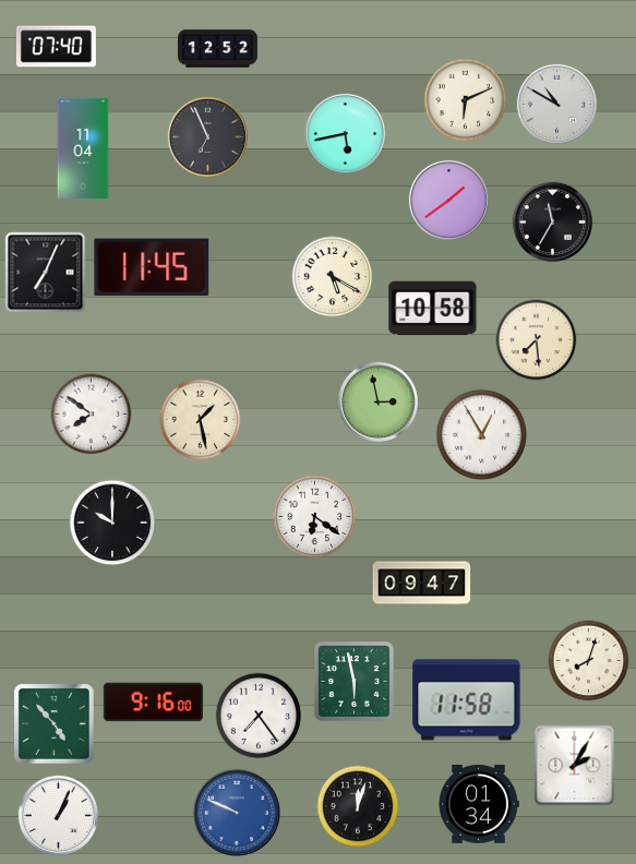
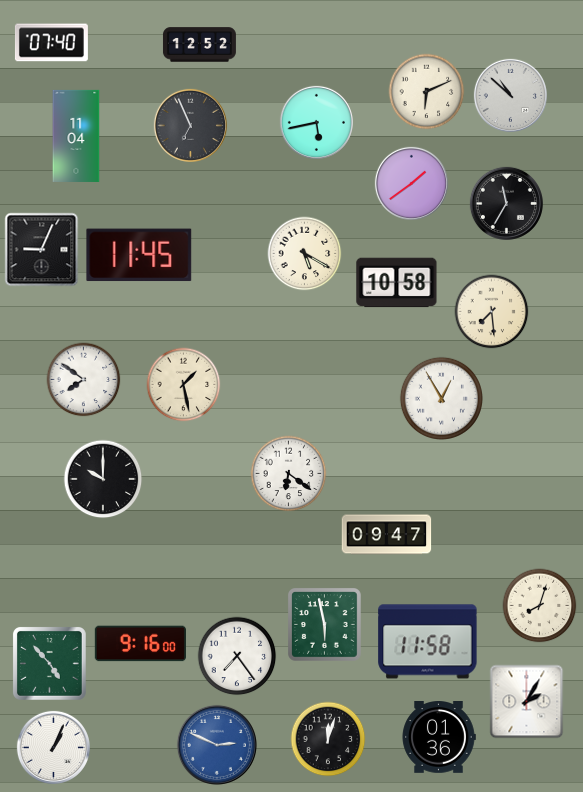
clock at (556, 104): 10:50 -> 10:52
clock at (152, 267) position: (152, 267) -> (139, 255)
clock at (46, 273): 7:04 -> 9:04
clock at (377, 401): 2:58 -> none
clock at (479, 805): 01:34 -> 01:36
clock at (237, 813): 9:49 -> 2:49
